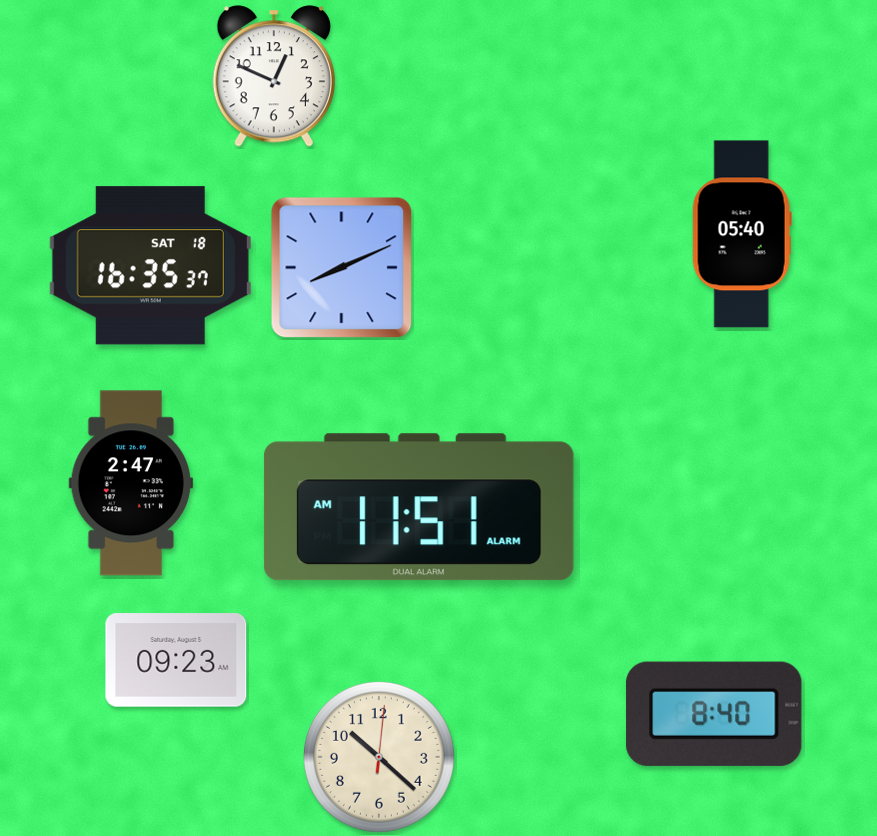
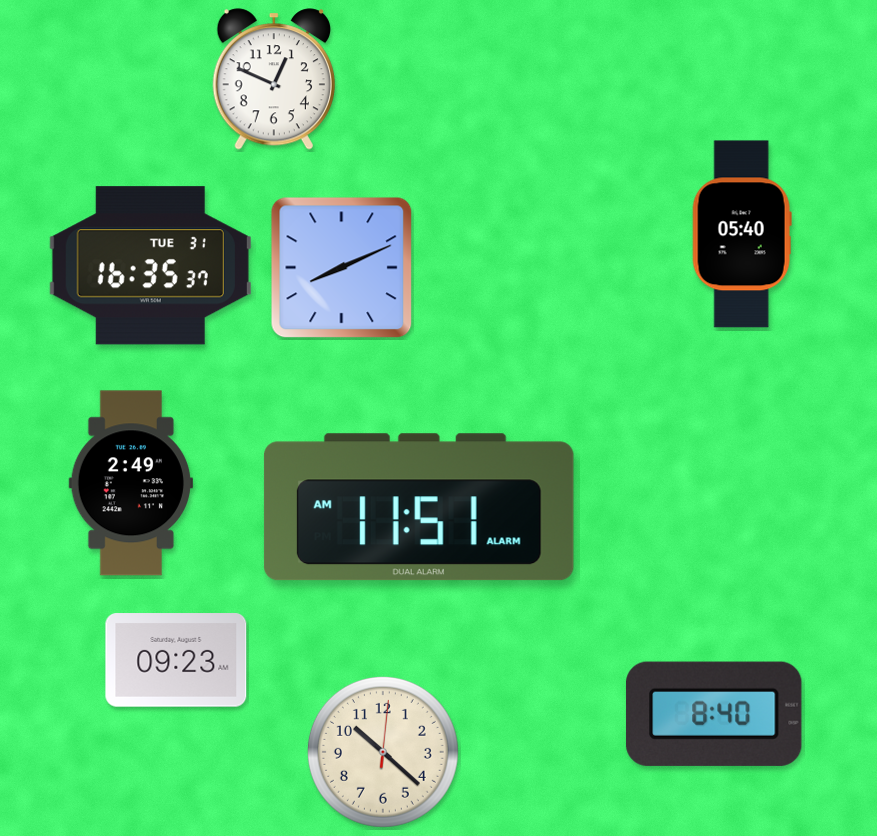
clock at (274, 76) position: (274, 76) -> (274, 79)
clock at (150, 266) date: SAT 18 -> TUE 31
clock at (131, 483): 2:47 -> 2:49
clock at (379, 757) position: (379, 757) -> (383, 752)
